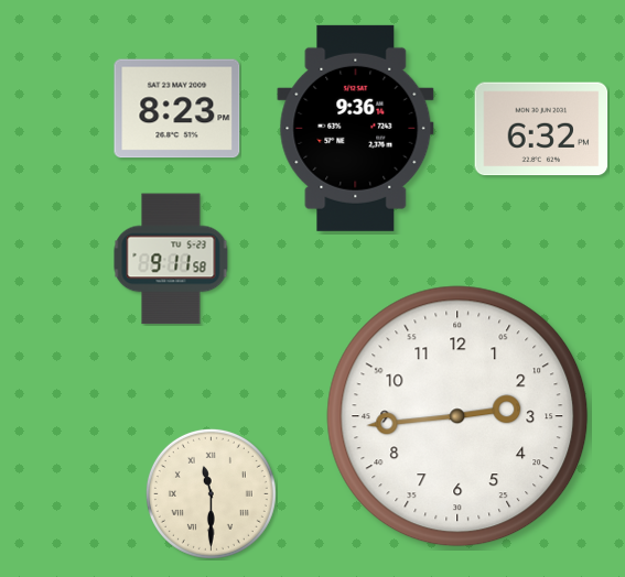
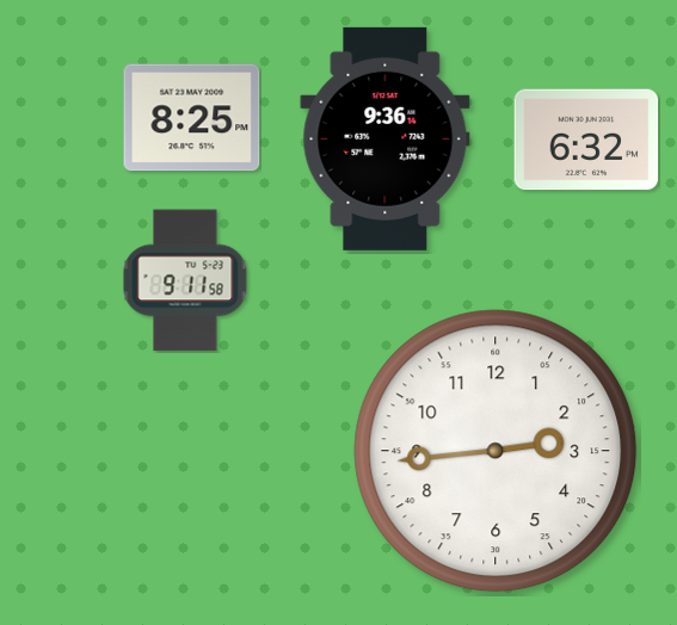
clock at (177, 109): 8:23 -> 8:25
clock at (211, 493): 11:30 -> none
